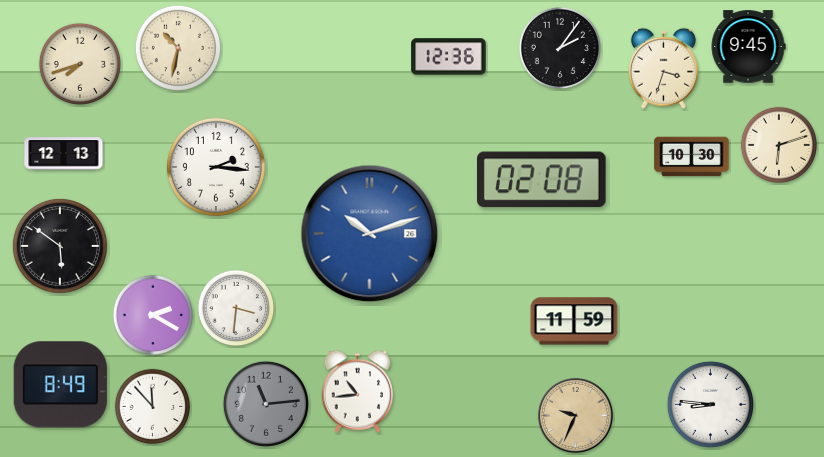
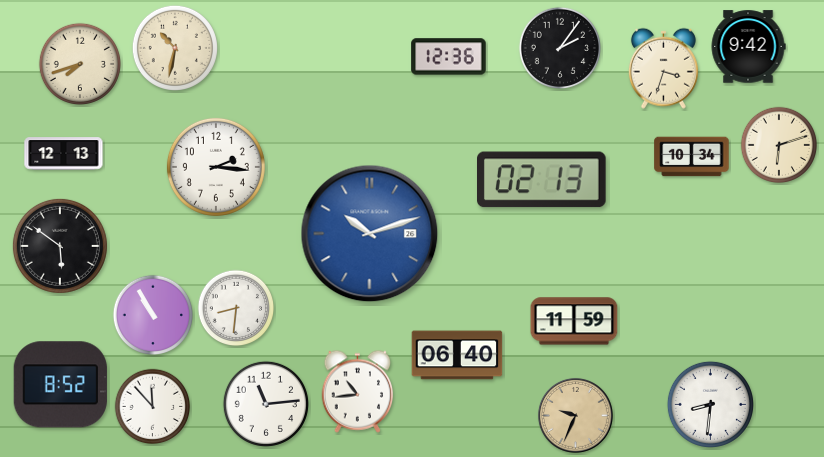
clock at (748, 47): 9:45 -> 9:42
clock at (178, 48) position: (178, 48) -> (175, 48)
clock at (692, 157): 10:30 -> 10:34
clock at (542, 180): 02:08 -> 02:13
clock at (236, 308): 3:31 -> 8:31
clock at (152, 314): 2:20 -> 10:55
clock at (457, 355): none -> 06:40
clock at (60, 385): 8:49 -> 8:52
clock at (266, 404) dial: grey -> white
clock at (710, 404): 8:46 -> 8:31
